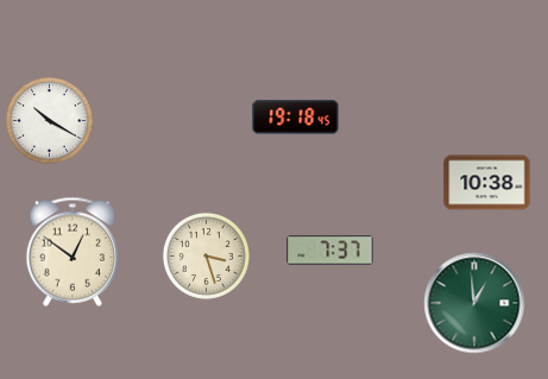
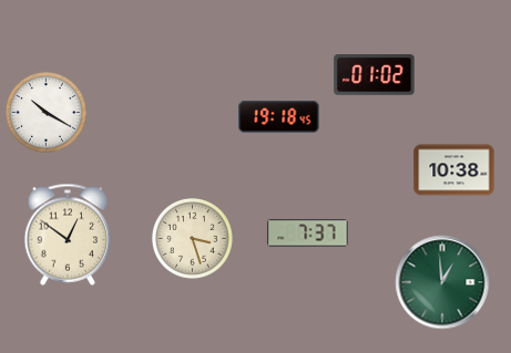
clock at (375, 75): none -> 01:02
clock at (296, 118) position: (296, 118) -> (279, 117)
